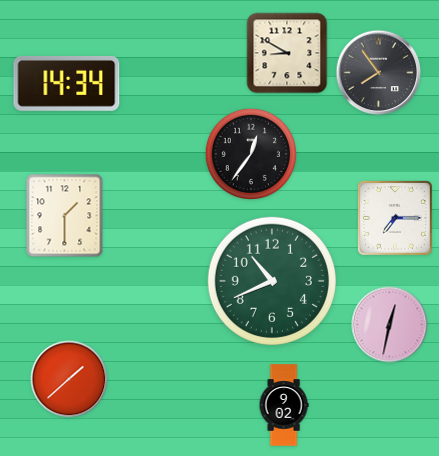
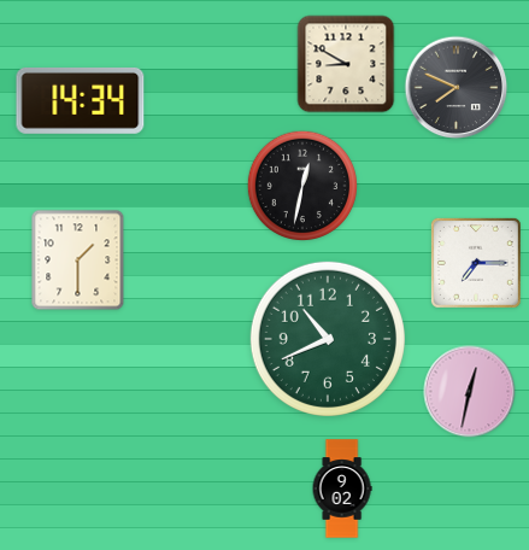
clock at (379, 73): 7:54 -> 7:49
clock at (250, 153): 12:36 -> 12:32
clock at (69, 379): 1:38 -> none
